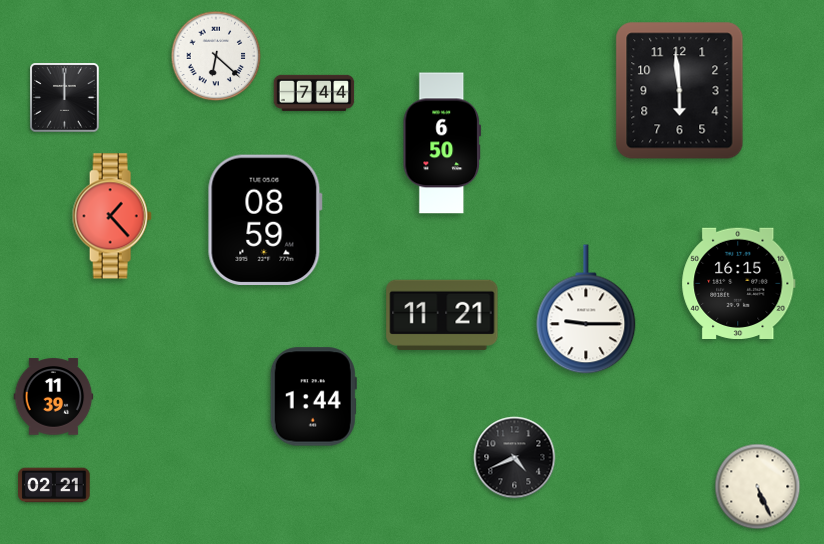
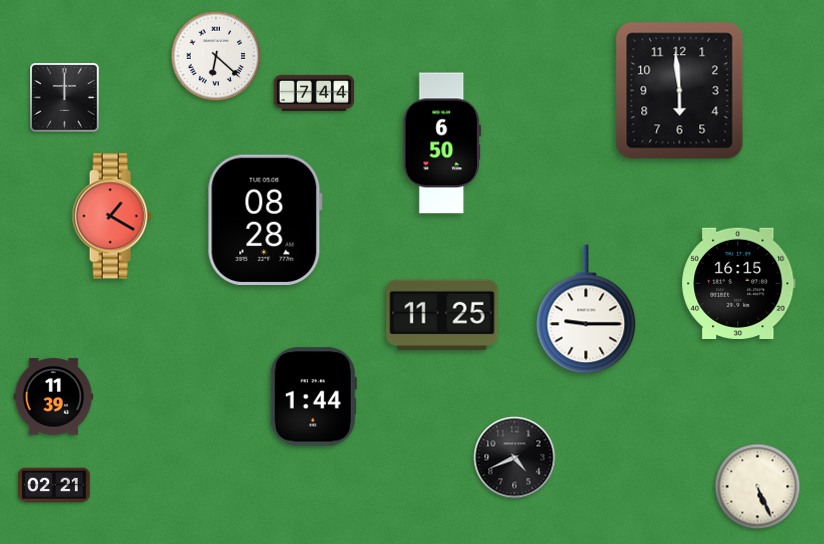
clock at (112, 216): 1:23 -> 1:20
clock at (265, 220): 08:59 -> 08:28
clock at (442, 315): 11:21 -> 11:25
